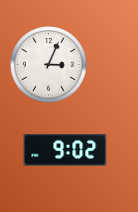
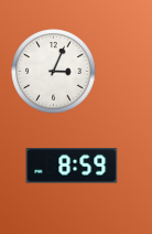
clock at (65, 150): 9:02 -> 8:59
